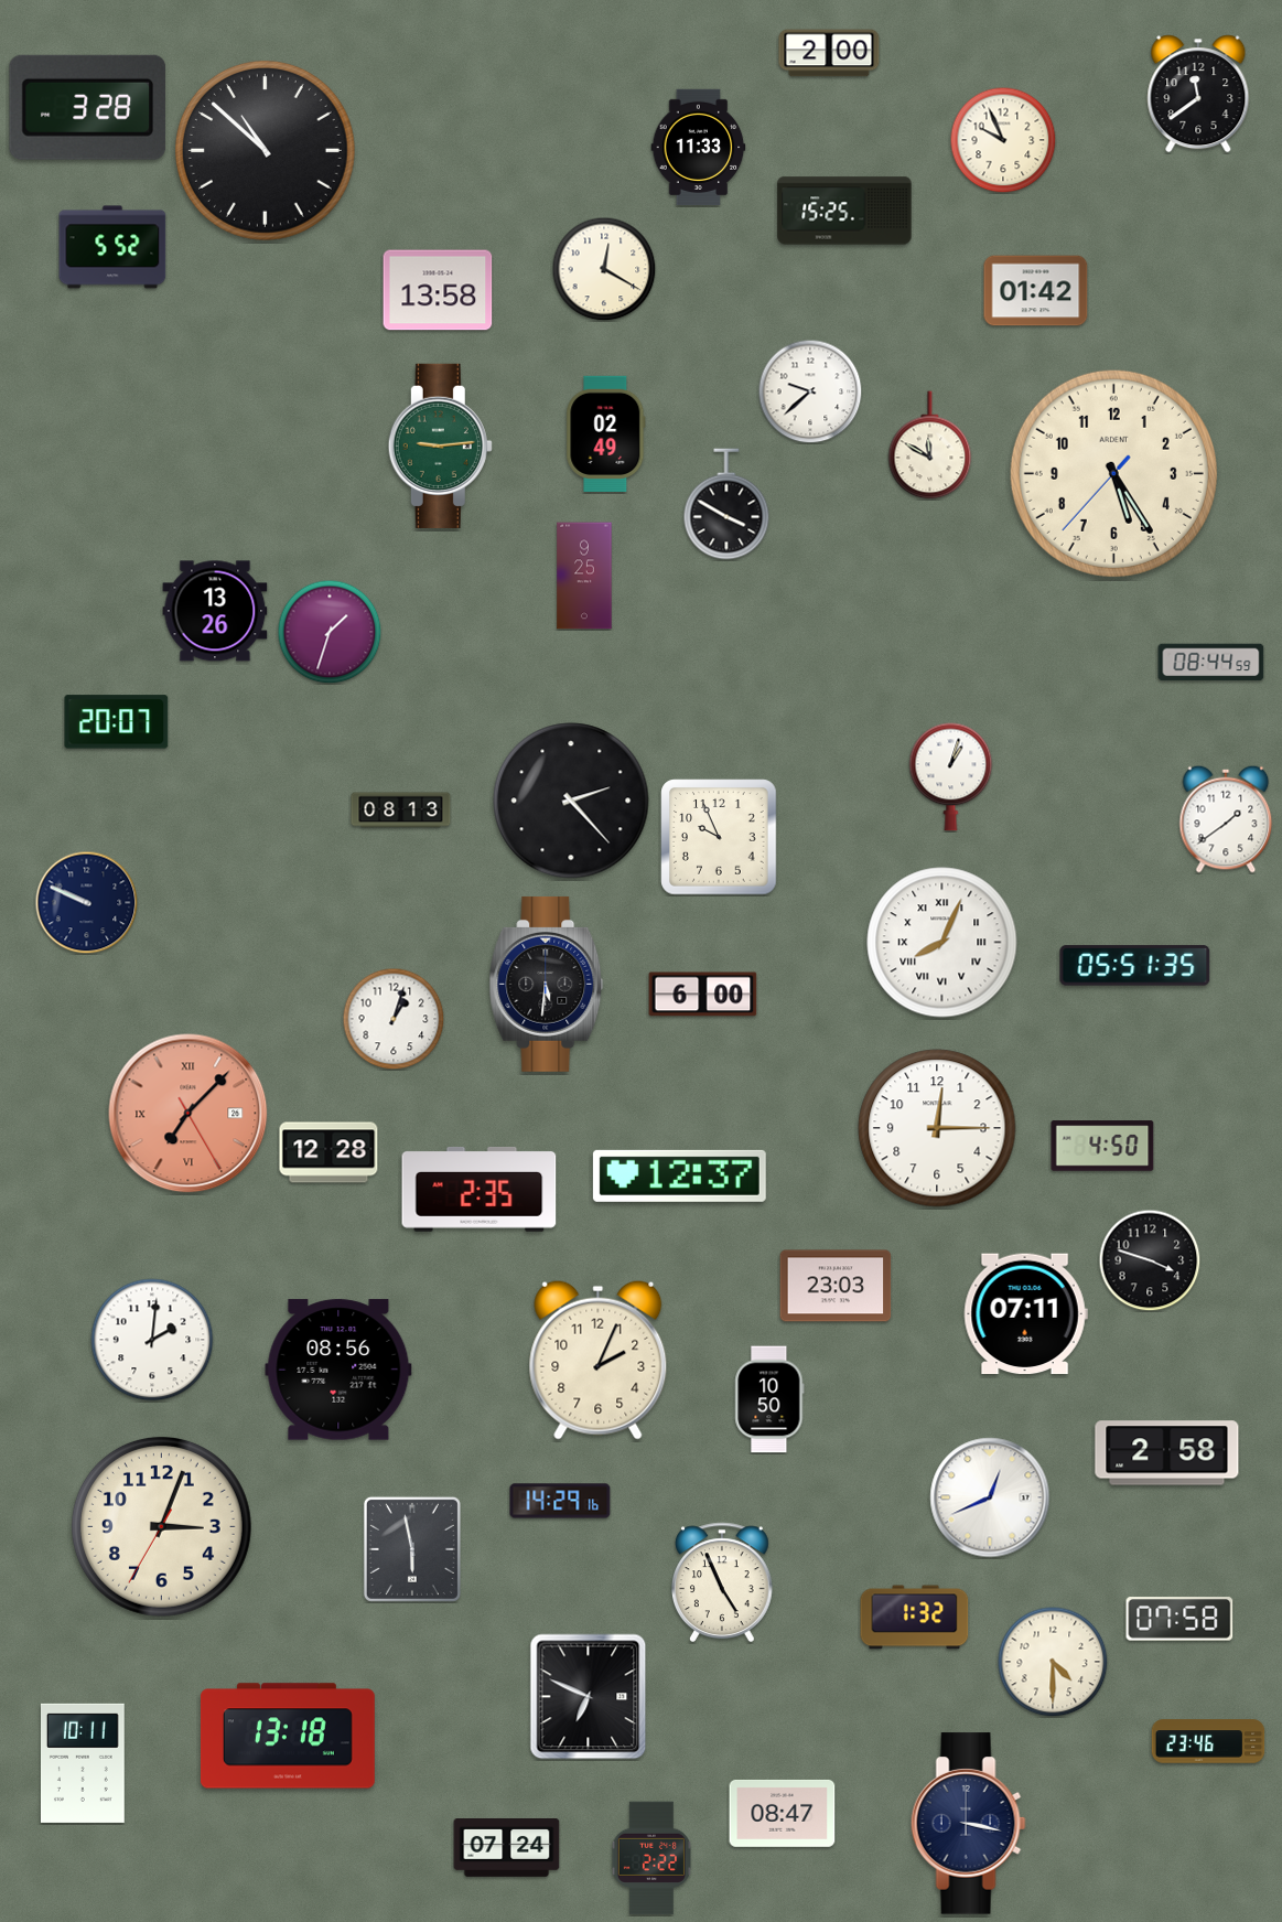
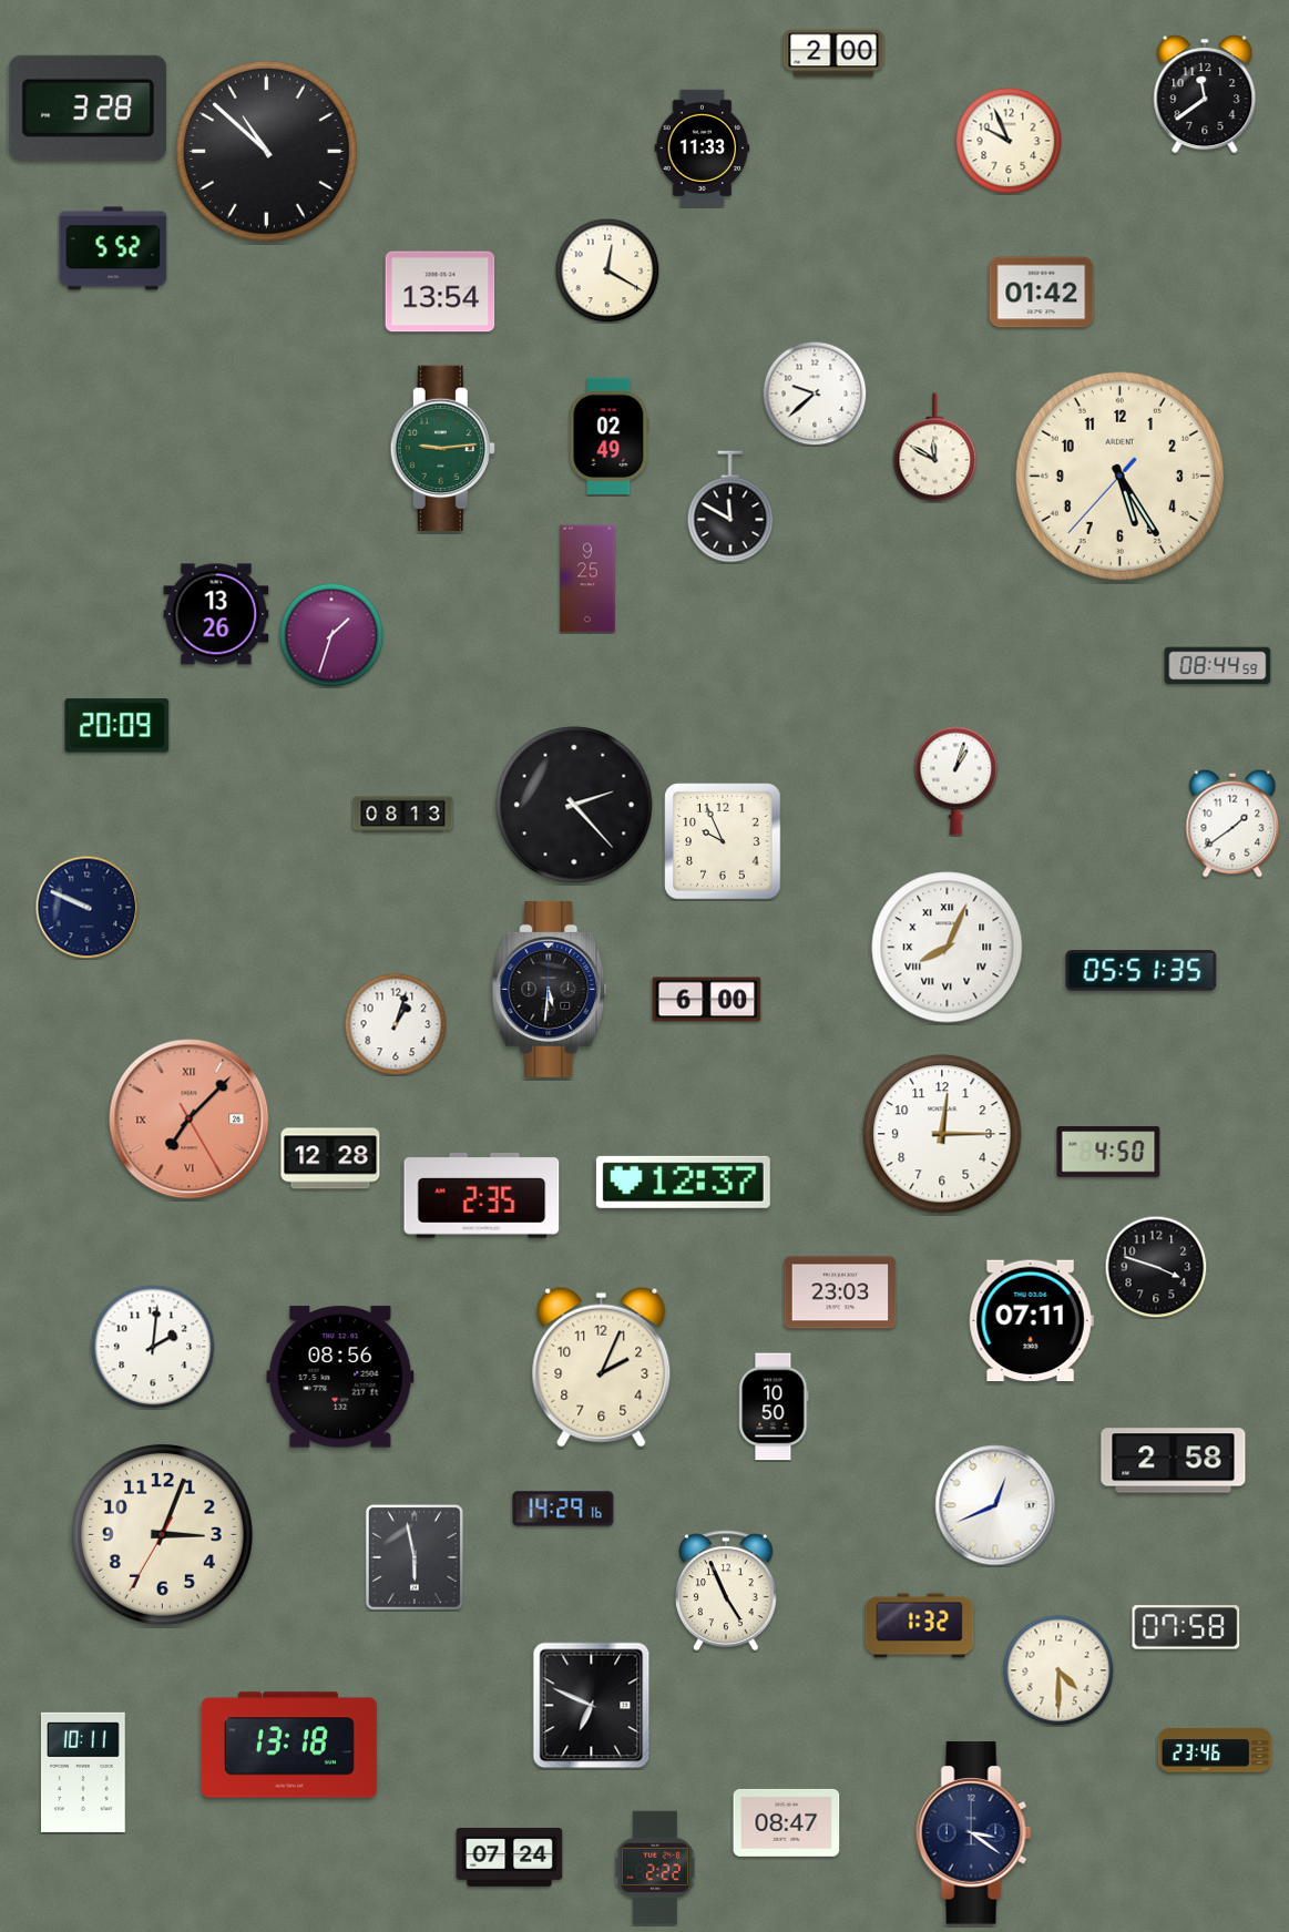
clock at (844, 211): 15:25 -> none
clock at (438, 290): 13:58 -> 13:54
clock at (726, 504): 3:50 -> 11:50
clock at (117, 722): 20:07 -> 20:09
clock at (968, 1824): 3:17 -> 3:21
